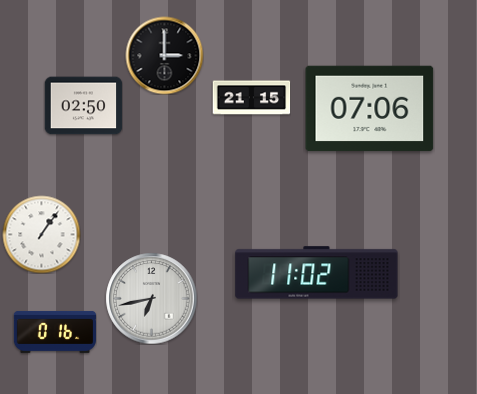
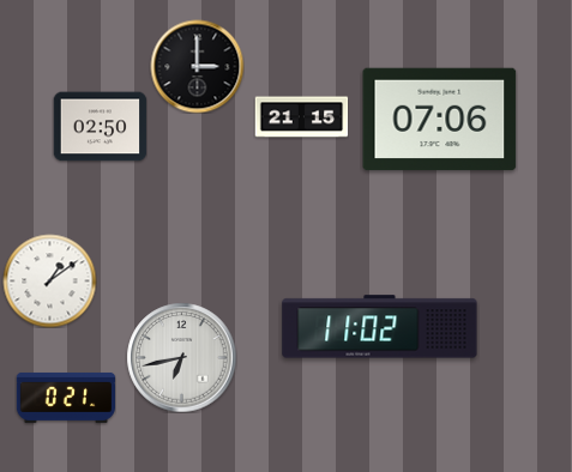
clock at (370, 109) position: (370, 109) -> (440, 120)
clock at (41, 234): 1:06 -> 1:09
clock at (54, 332): 0:16 -> 0:21
